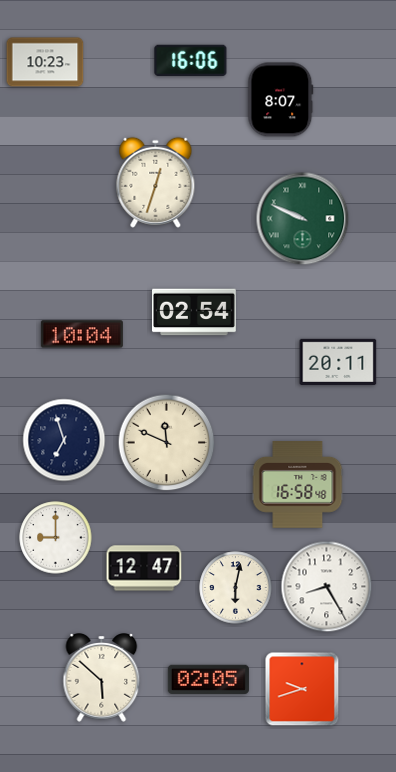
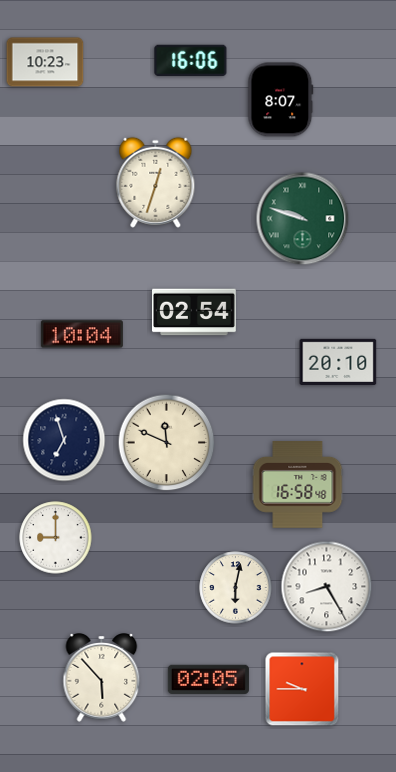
clock at (303, 219): 9:49 -> 9:48
clock at (338, 362): 20:11 -> 20:10
clock at (144, 568): 12:47 -> none
clock at (102, 678): 5:52 -> 5:53
clock at (302, 689): 9:42 -> 9:45
